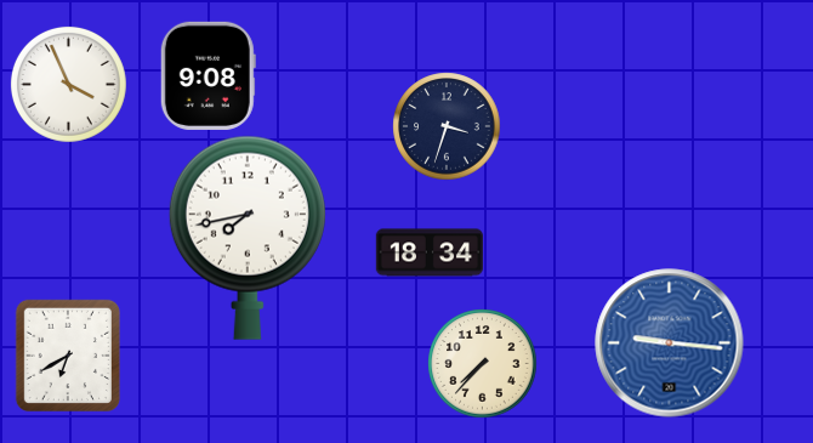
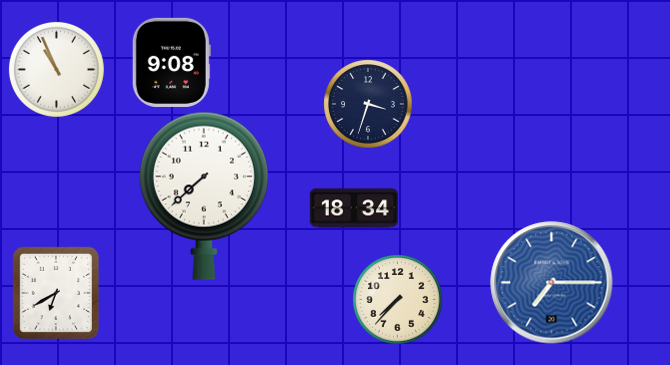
clock at (68, 84): 3:56 -> 10:56
clock at (248, 238): 7:43 -> 7:38
clock at (670, 343): 9:16 -> 7:15
